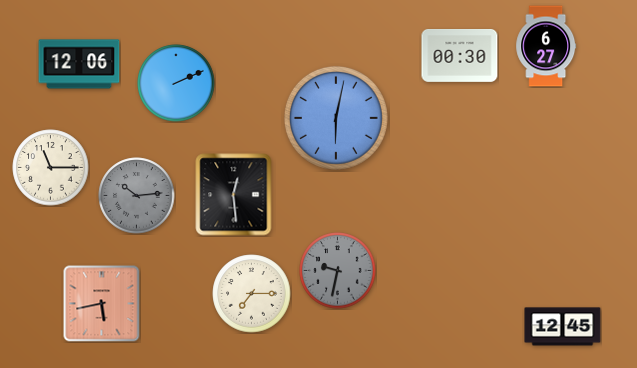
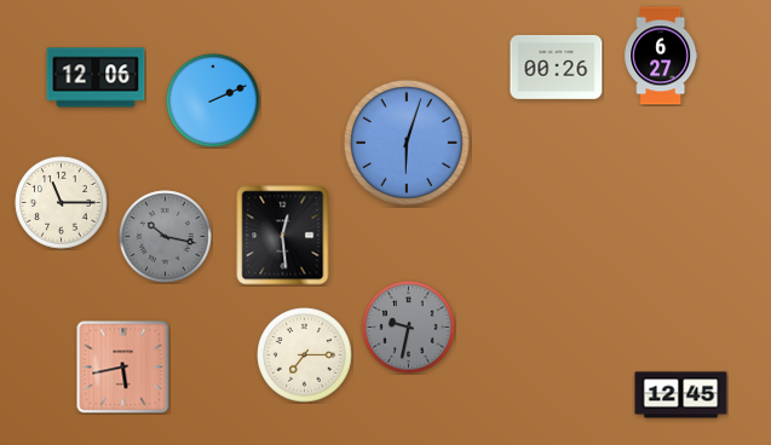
clock at (460, 56): 00:30 -> 00:26
clock at (336, 118): 6:02 -> 6:03
clock at (137, 196): 10:14 -> 10:17
